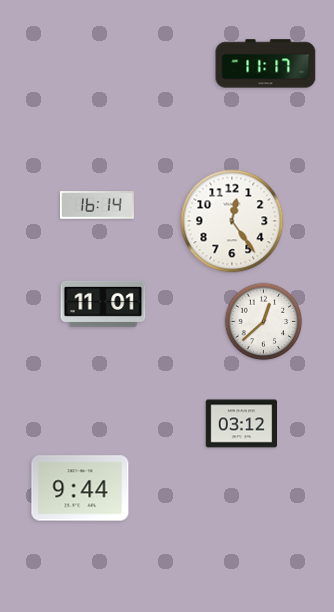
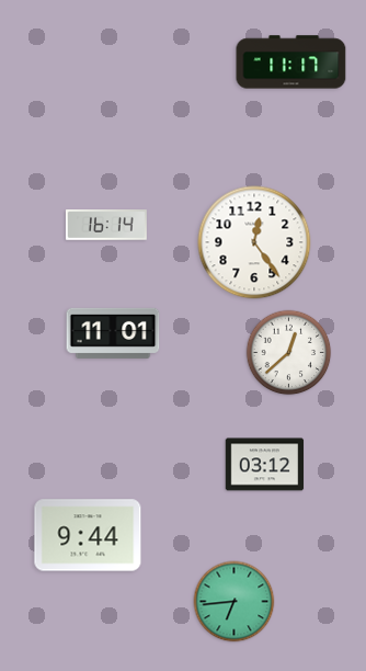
clock at (266, 64) position: (266, 64) -> (291, 62)
clock at (235, 602): none -> 6:44
